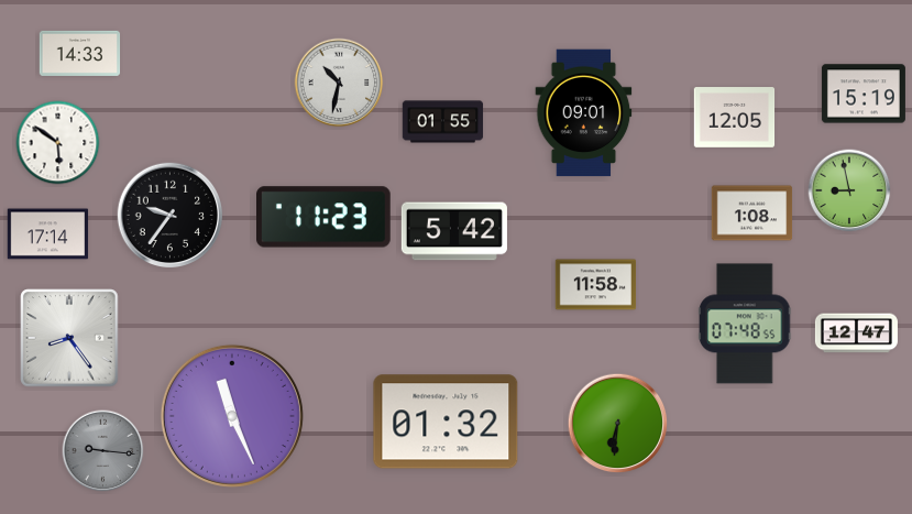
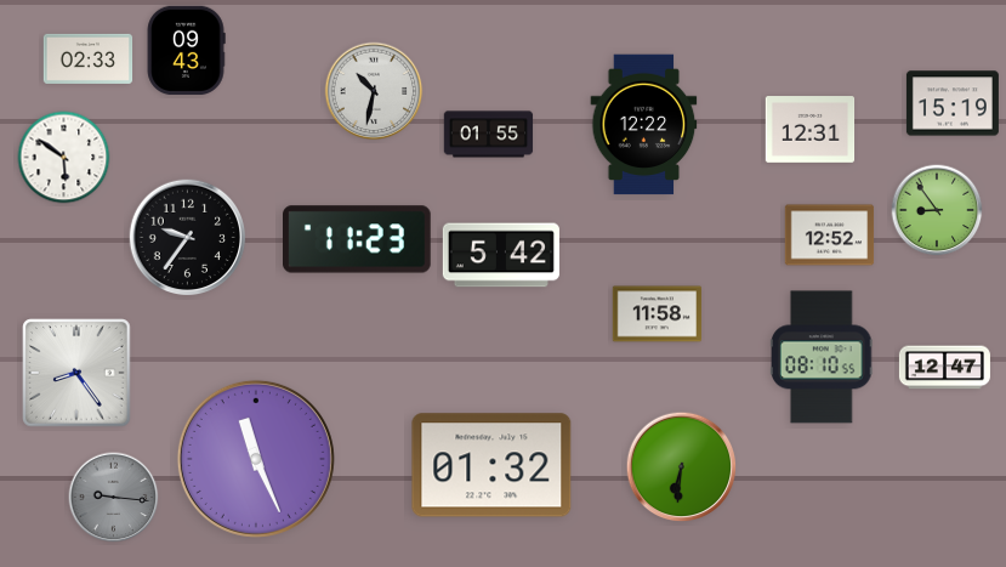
clock at (186, 51): none -> 09:43
clock at (80, 53): 14:33 -> 02:33
clock at (584, 113): 09:01 -> 12:22
clock at (735, 118): 12:05 -> 12:31
clock at (849, 190): 8:58 -> 8:54
clock at (752, 214): 1:08 -> 12:52
clock at (48, 234): 17:14 -> none
clock at (746, 324): 07:48 -> 08:10
